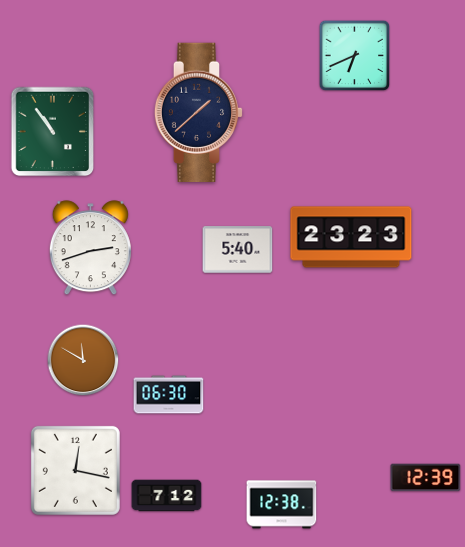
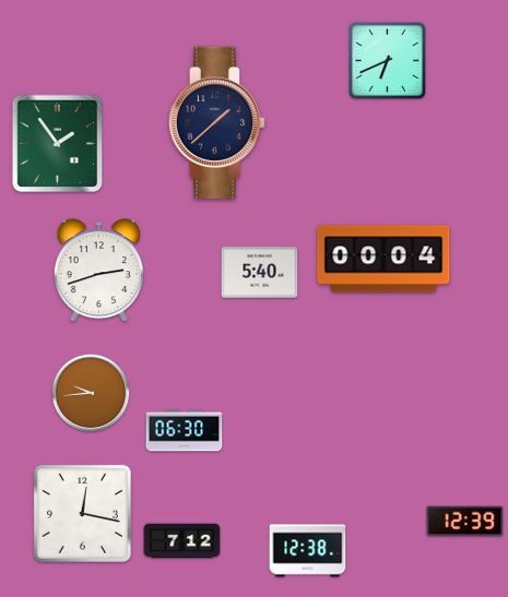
clock at (53, 132): 10:54 -> 1:54
clock at (351, 237): 23:23 -> 00:04
clock at (83, 360): 11:50 -> 9:44
